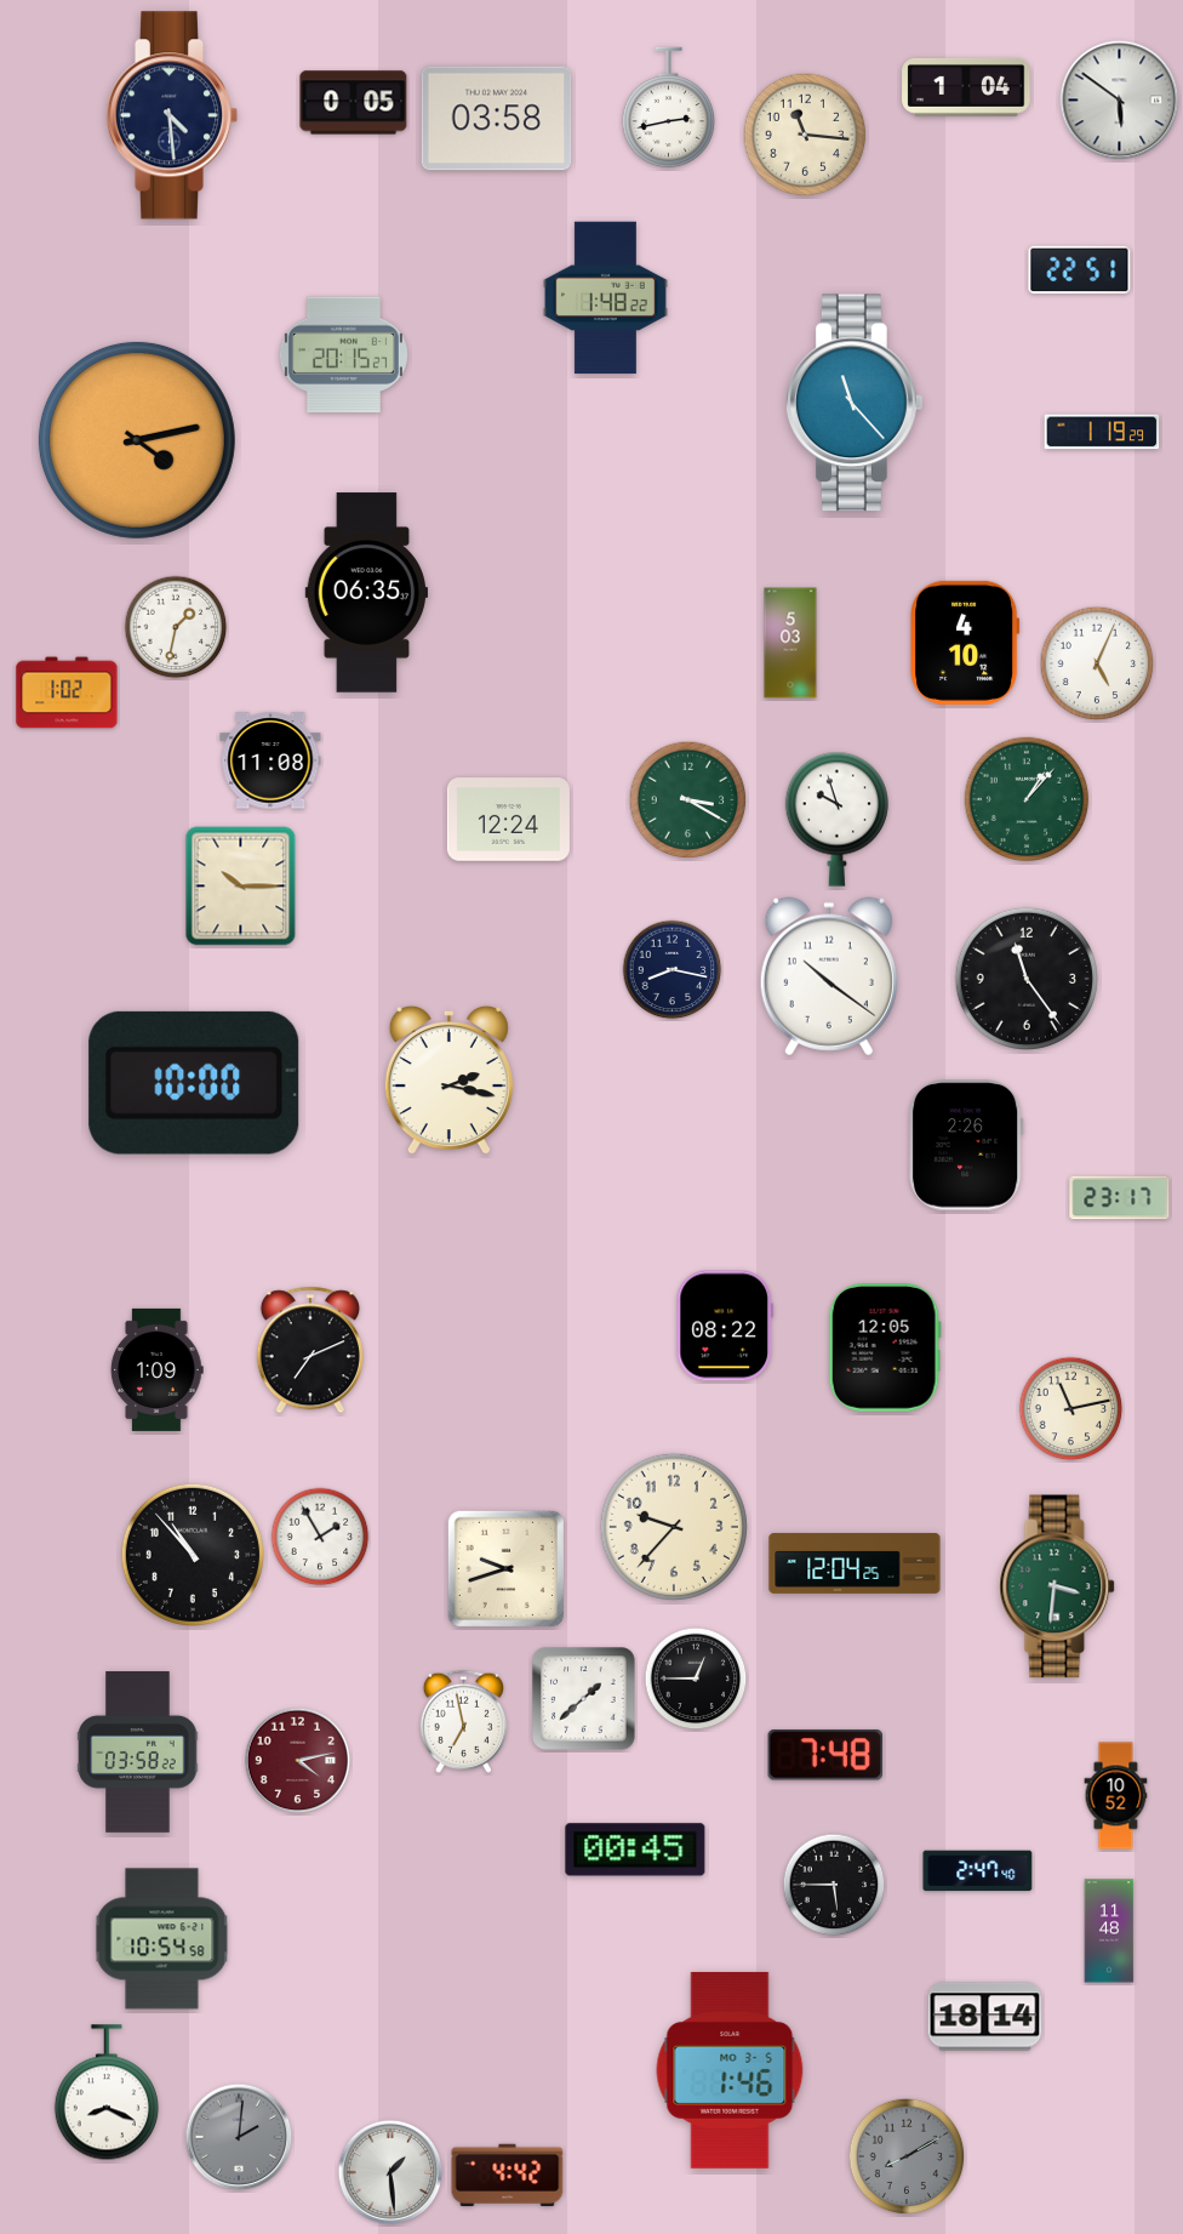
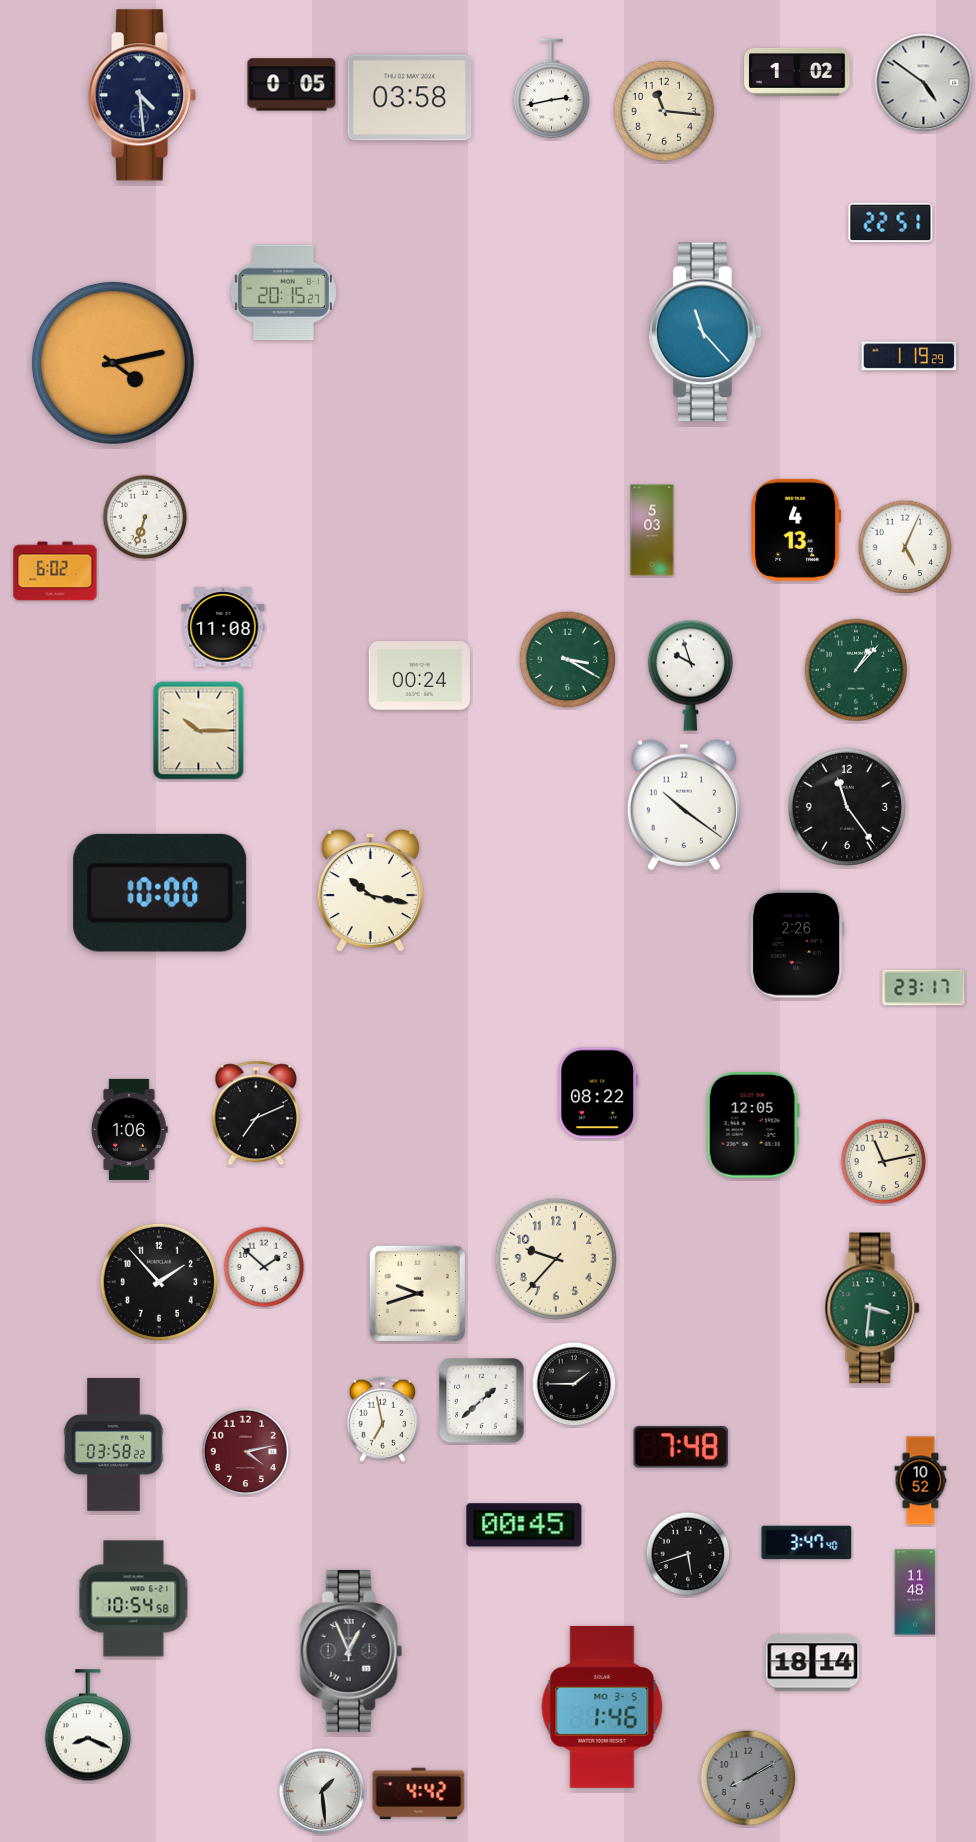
clock at (966, 87): 1:04 -> 1:02
clock at (1120, 101): 5:51 -> 4:51
clock at (605, 298): 1:48 -> none
clock at (367, 593): 06:35 -> none
clock at (176, 627): 1:32 -> 6:33
clock at (965, 643): 4:10 -> 4:13
clock at (67, 693): 1:02 -> 6:02
clock at (1027, 799) position: (1027, 799) -> (856, 670)
clock at (508, 820): 12:24 -> 00:24
clock at (673, 970): 8:17 -> none
clock at (448, 1081): 2:17 -> 10:17
clock at (885, 1349) position: (885, 1349) -> (753, 1126)
clock at (158, 1369): 1:09 -> 1:06
clock at (320, 1537): 1:55 -> 1:52
clock at (193, 1555): 10:53 -> 1:53
clock at (855, 1563): 12:04 -> none
clock at (696, 1679): 12:45 -> 1:45
clock at (978, 1871): 2:47 -> 3:47
clock at (834, 1885): 5:45 -> 5:42
clock at (351, 1651): none -> 12:56
clock at (239, 2137): 2:01 -> none
